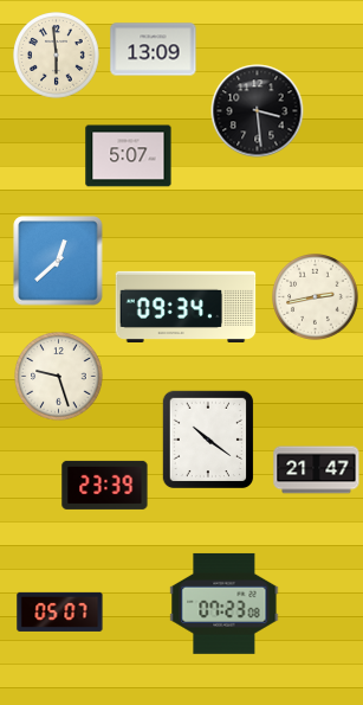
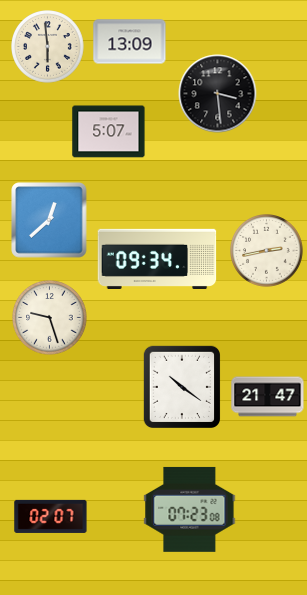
clock at (207, 440) position: (207, 440) -> (181, 387)
clock at (105, 485): 23:39 -> none
clock at (60, 611): 05:07 -> 02:07
